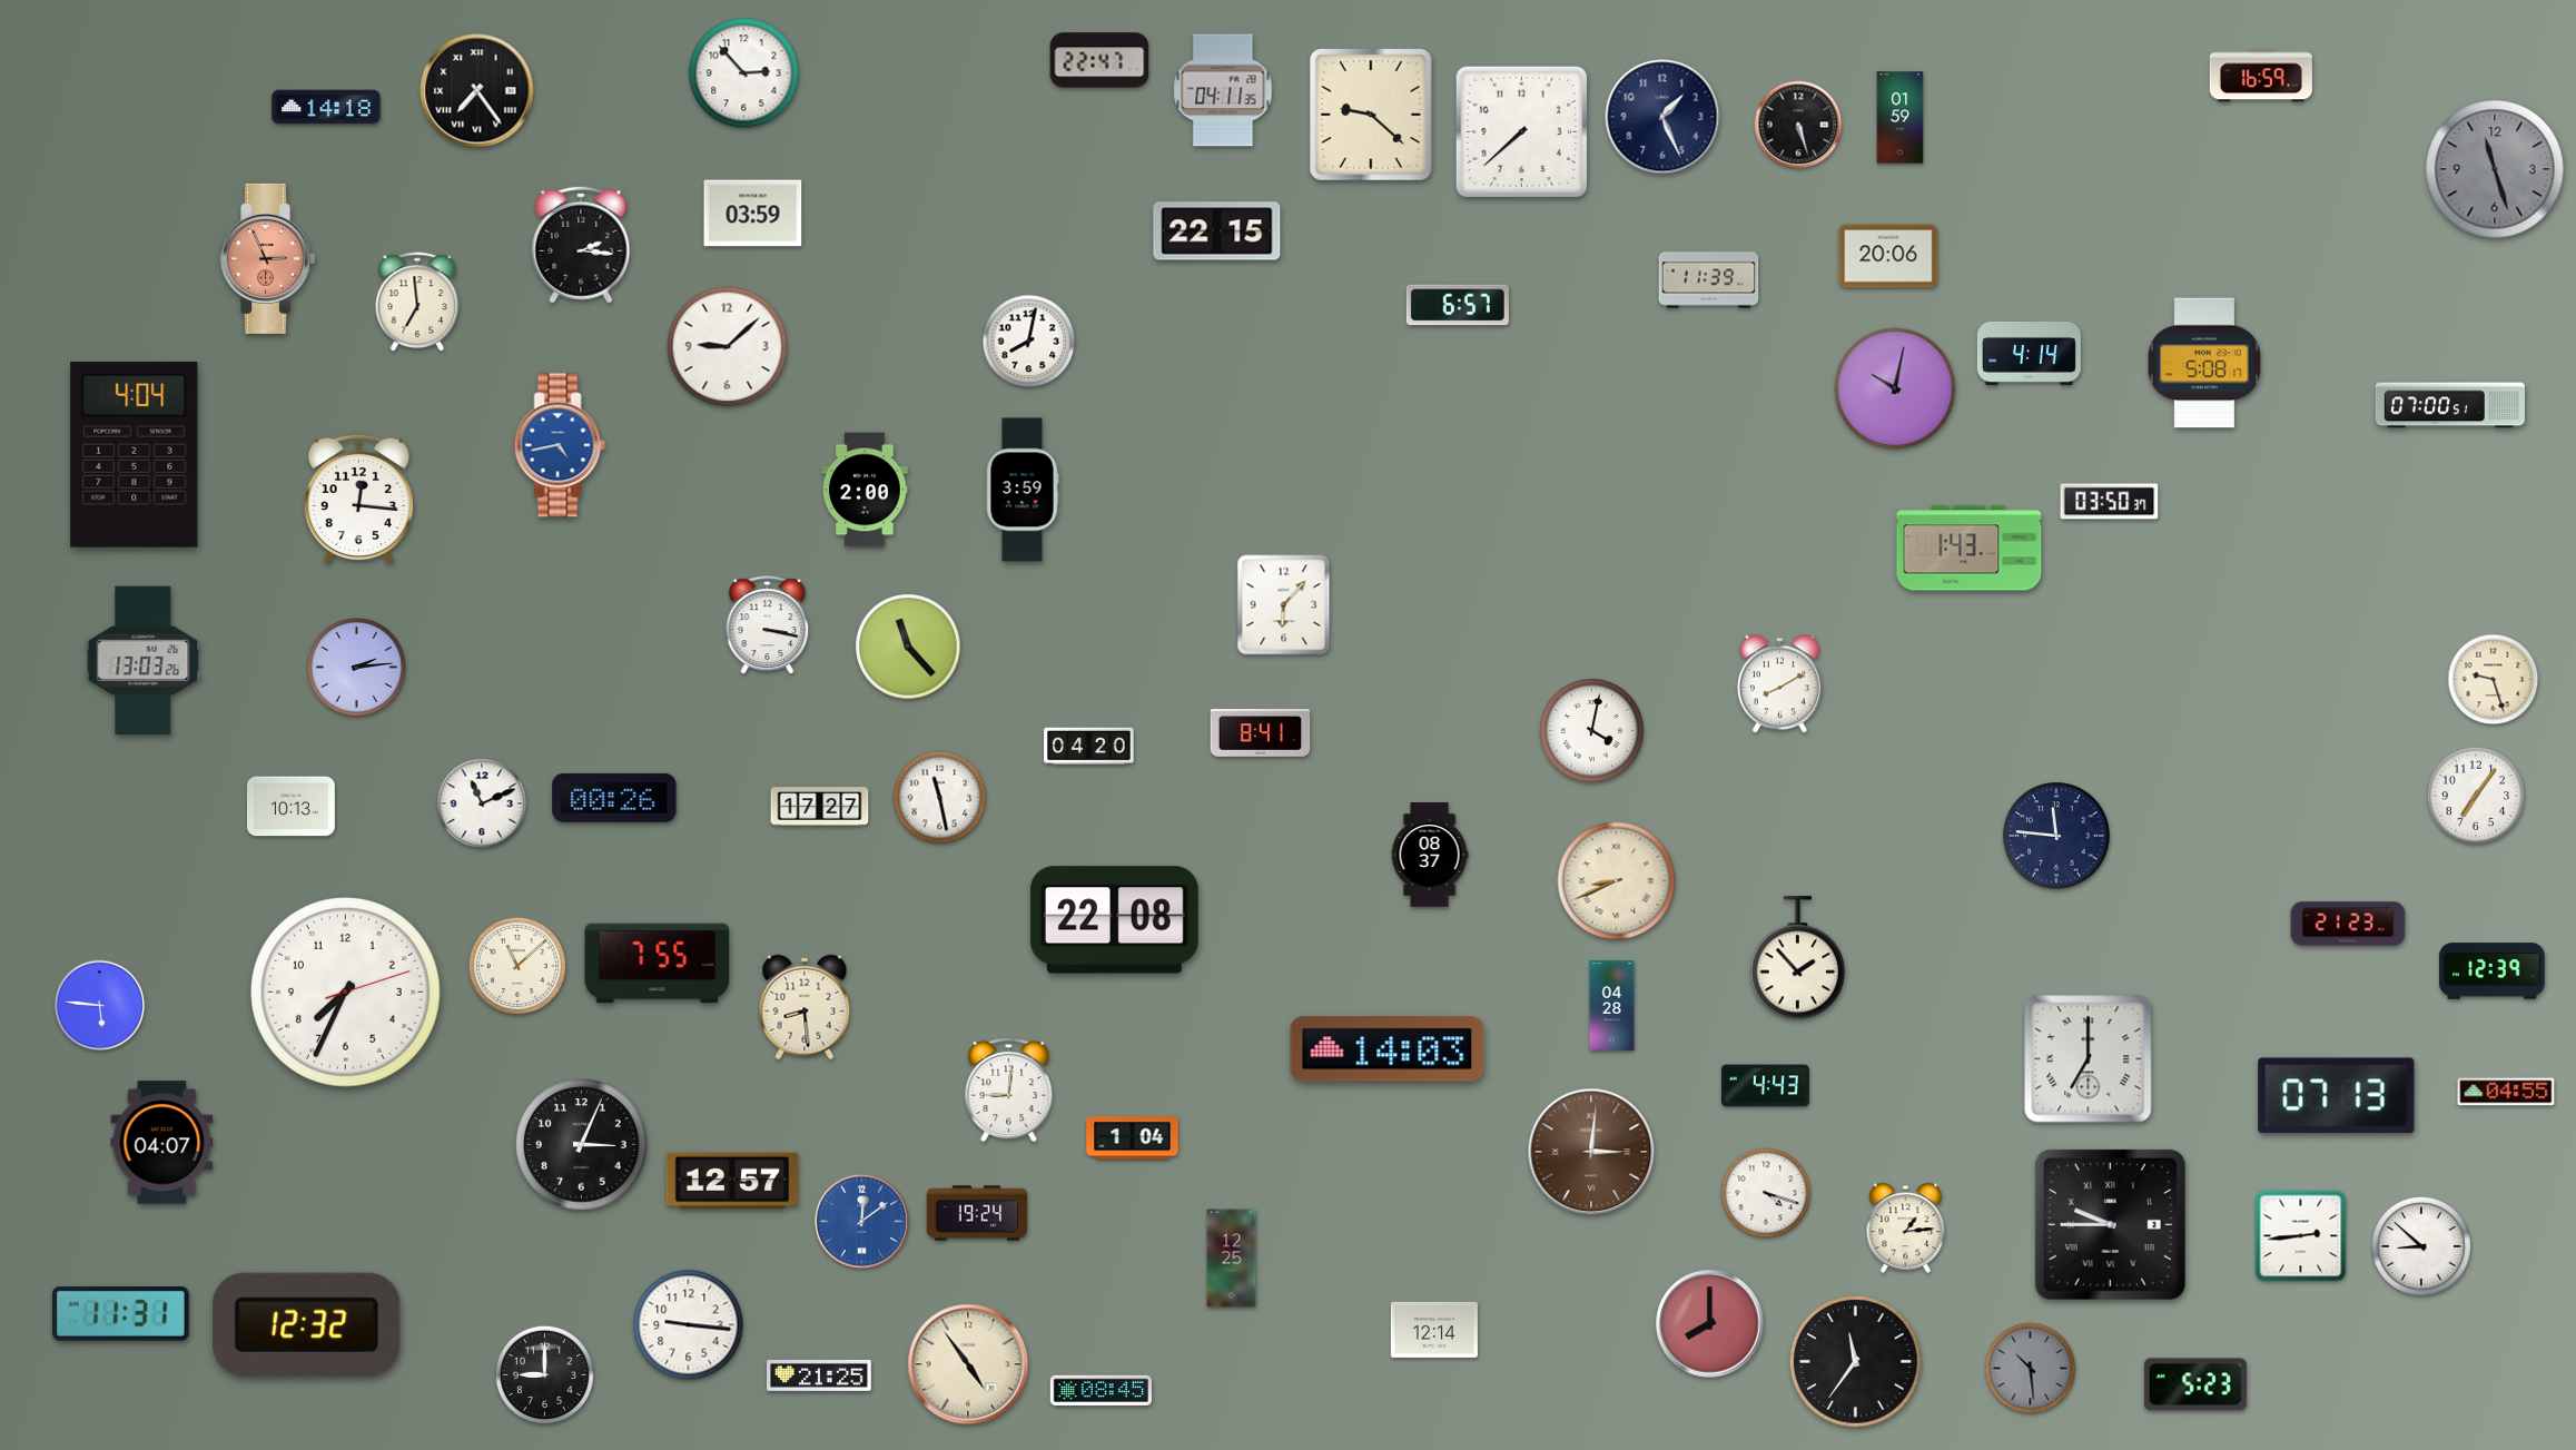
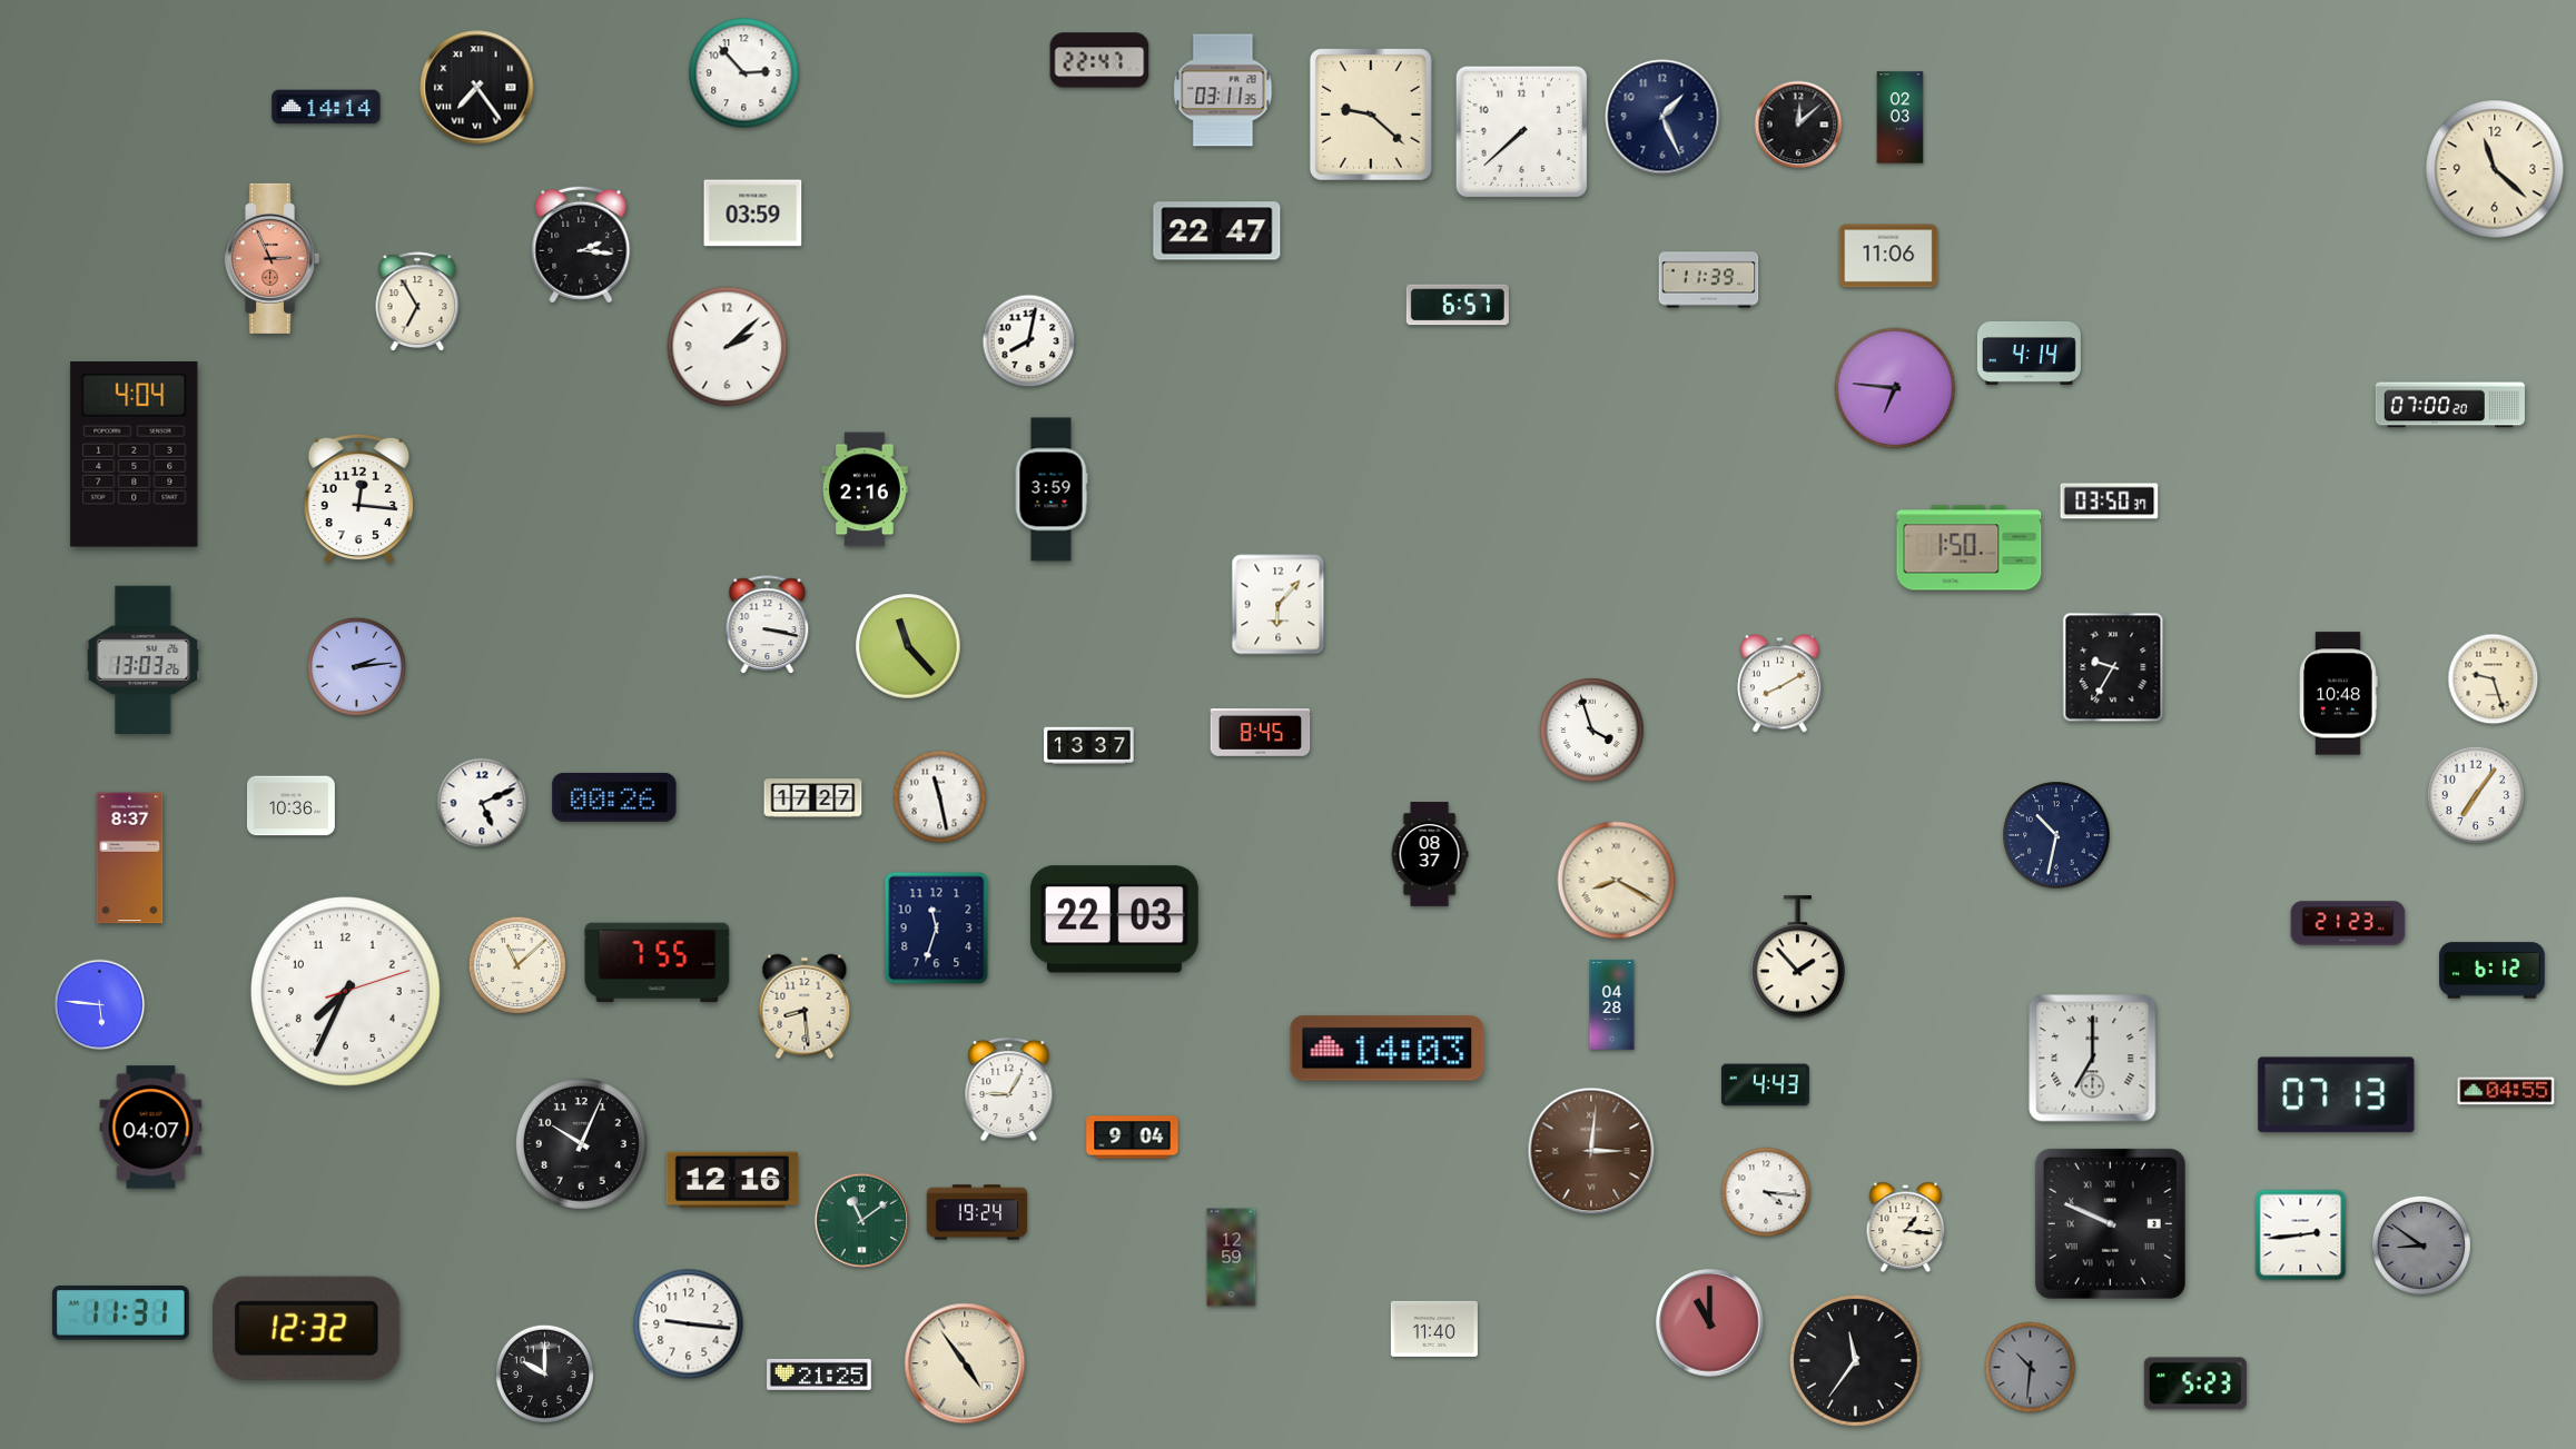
clock at (2261, 76): 16:59 -> none
clock at (1223, 90): 04:11 -> 03:11
clock at (477, 91) position: (477, 91) -> (477, 88)
clock at (326, 107): 14:18 -> 14:14
clock at (1901, 118): 01:59 -> 02:03
clock at (1798, 125): 5:27 -> 12:08
clock at (2495, 169): 11:27 -> 11:22
clock at (2495, 169) dial: grey -> cream
clock at (1217, 231): 22:15 -> 22:47
clock at (1888, 256): 20:06 -> 11:06
clock at (268, 258) position: (268, 258) -> (273, 258)
clock at (417, 303): 6:59 -> 6:55
clock at (728, 347): 9:08 -> 2:08
clock at (2204, 363): 5:08 -> none
clock at (1895, 388): 10:02 -> 6:46
clock at (2450, 405): 07:00:51 -> 07:00:20
clock at (560, 445): 4:43 -> none
clock at (865, 490): 2:00 -> 2:16
clock at (1023, 490) position: (1023, 490) -> (1052, 489)
clock at (1970, 549): 1:43 -> 1:50
clock at (1284, 605) position: (1284, 605) -> (1279, 605)
clock at (2113, 667): none -> 9:35
clock at (2339, 694): none -> 10:48
clock at (1592, 731): 4:02 -> 3:57
clock at (1261, 733): 8:41 -> 8:45
clock at (1089, 747): 04:20 -> 13:37
clock at (482, 803): 11:11 -> 5:11
clock at (290, 807): 10:13 -> 10:36
clock at (820, 807) position: (820, 807) -> (813, 798)
clock at (2056, 836): 11:46 -> 10:32
clock at (130, 859): none -> 8:37
clock at (1617, 881): 8:41 -> 8:20
clock at (1114, 920): 22:08 -> 22:03
clock at (937, 929): none -> 11:33
clock at (2493, 971): 12:39 -> 6:12
clock at (2089, 1059) position: (2089, 1059) -> (2093, 1059)
clock at (1009, 1089): 9:01 -> 9:05
clock at (1133, 1138): 1:04 -> 9:04
clock at (162, 1143) position: (162, 1143) -> (151, 1128)
clock at (581, 1144): 3:04 -> 10:04
clock at (732, 1181): 12:57 -> 12:16
clock at (1766, 1193): 4:18 -> 4:16
clock at (862, 1222): 12:09 -> 11:09
clock at (862, 1222) dial: blue -> green
clock at (2110, 1224): 9:45 -> 9:49
clock at (1906, 1229): 1:14 -> 1:16
clock at (2421, 1246): 8:52 -> 8:51
clock at (2421, 1246) dial: white -> grey
clock at (1232, 1259): 12:25 -> 12:59
clock at (307, 1324) position: (307, 1324) -> (307, 1328)
clock at (1710, 1324): 8:00 -> 11:00
clock at (1434, 1330): 12:14 -> 11:40
clock at (968, 1364) position: (968, 1364) -> (965, 1363)
clock at (2031, 1369): 10:29 -> 10:31
clock at (544, 1374): 9:00 -> 10:00
clock at (1101, 1390): 08:45 -> none
